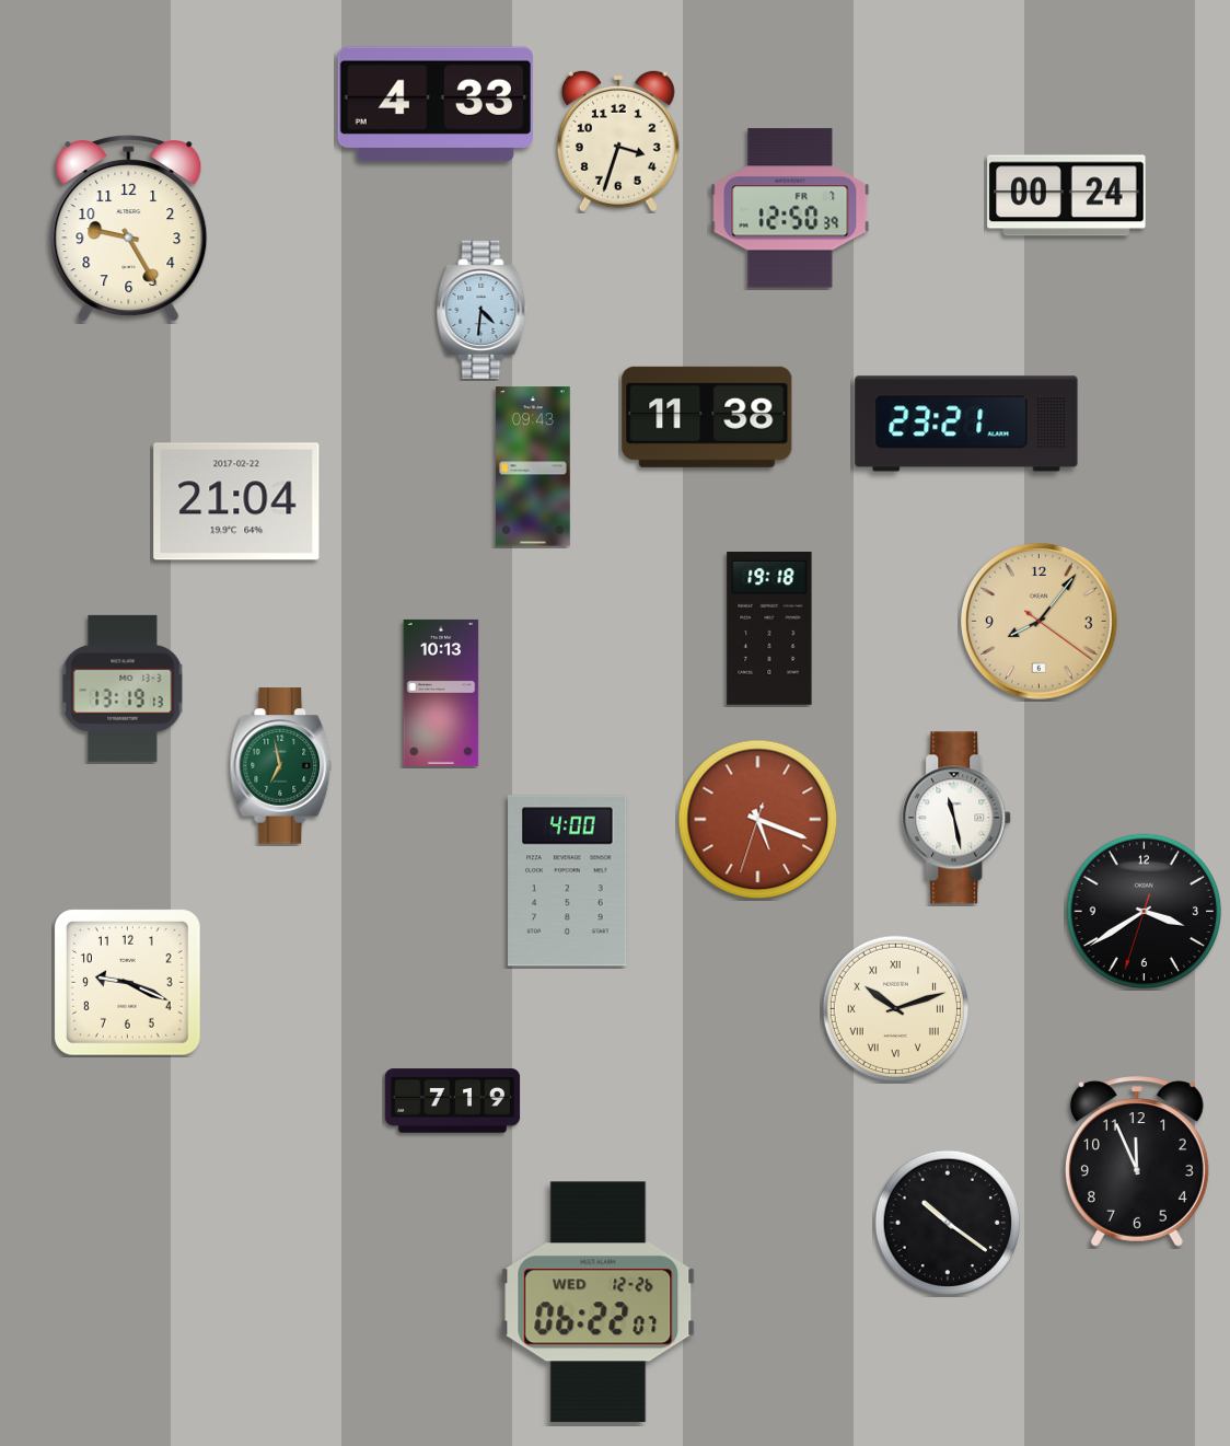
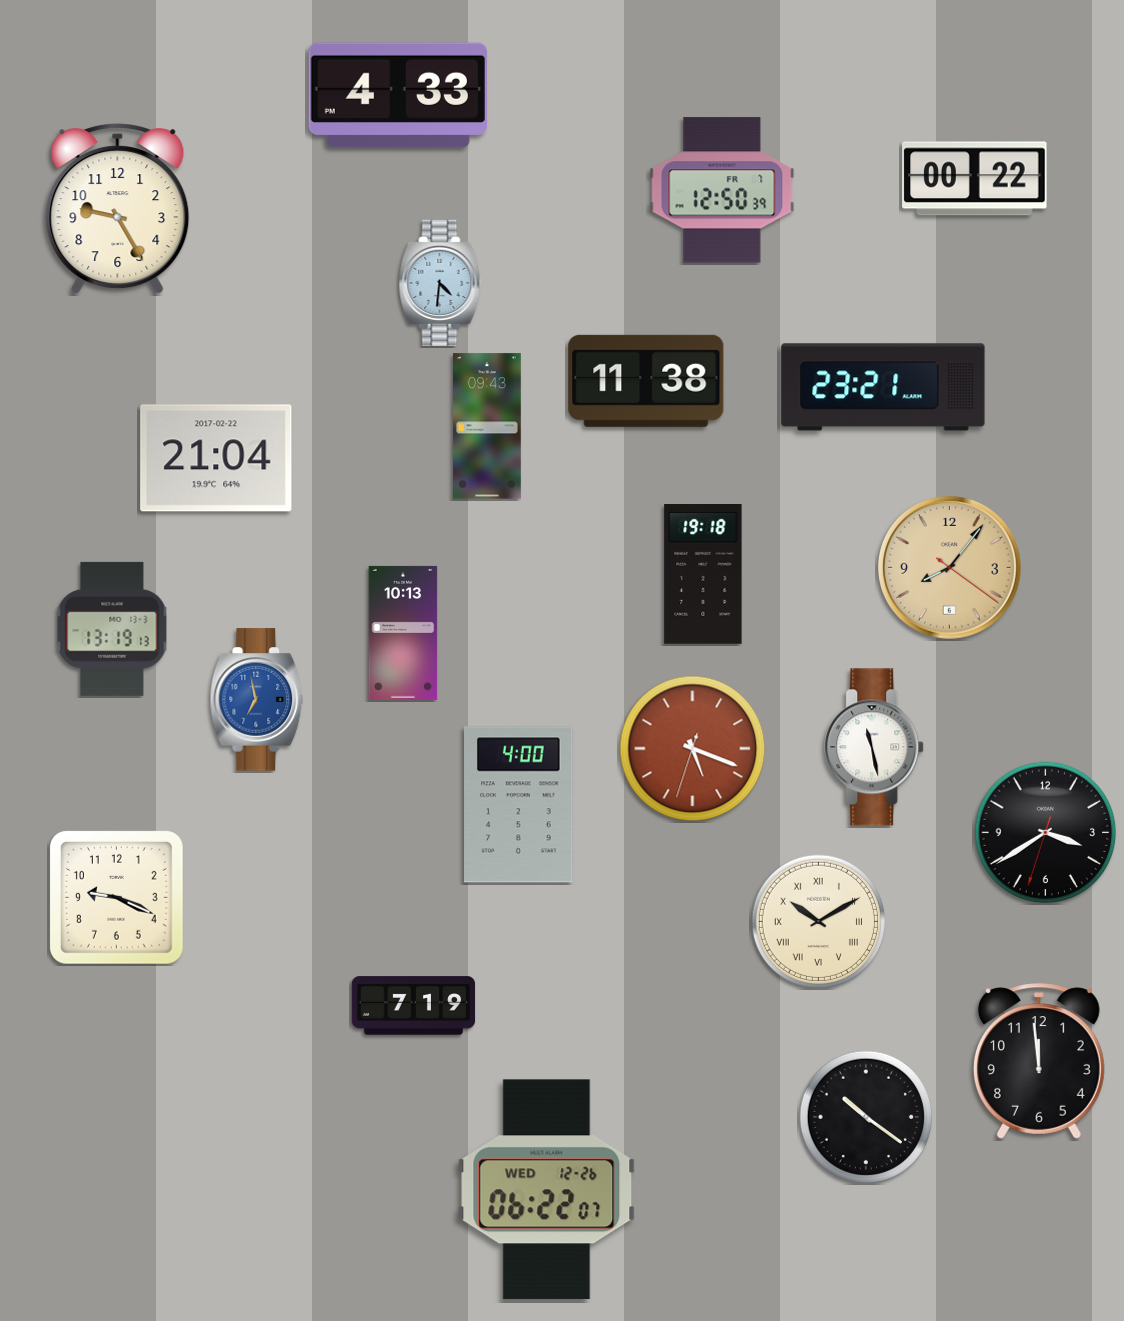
clock at (618, 141): 3:33 -> none
clock at (1067, 196): 00:24 -> 00:22
clock at (281, 766) dial: green -> blue
clock at (895, 1008): 10:12 -> 10:10
clock at (1137, 1161): 11:56 -> 11:59
